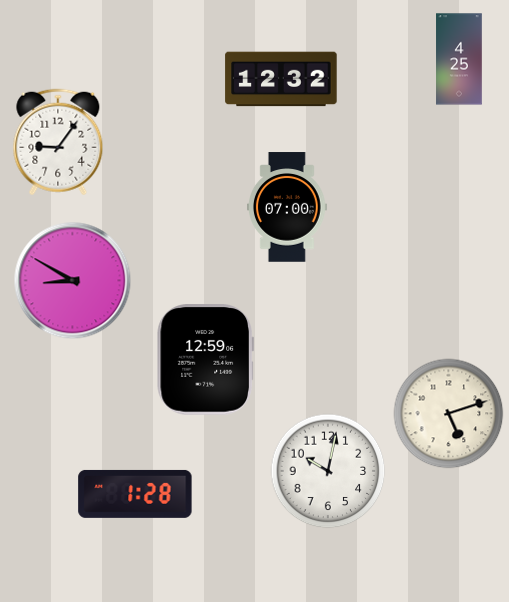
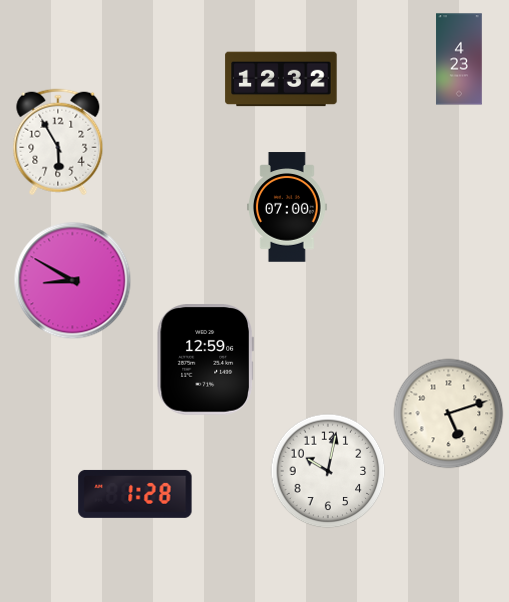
clock at (459, 59): 4:25 -> 4:23
clock at (58, 142): 9:06 -> 5:55
